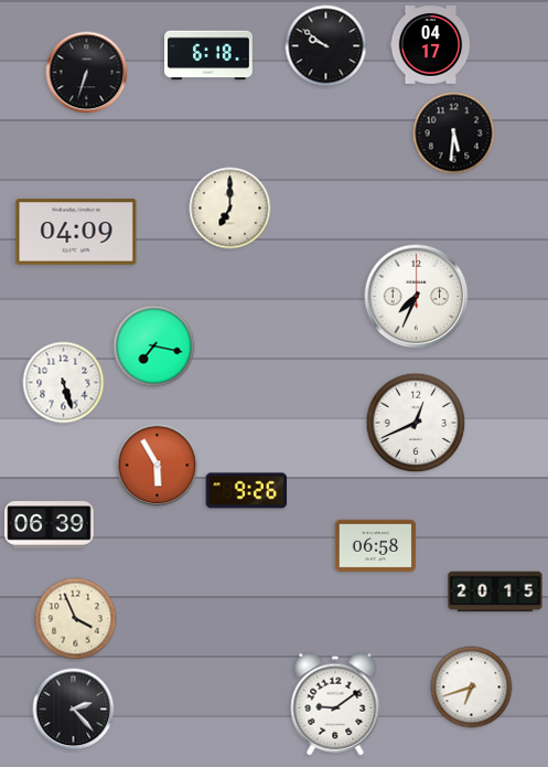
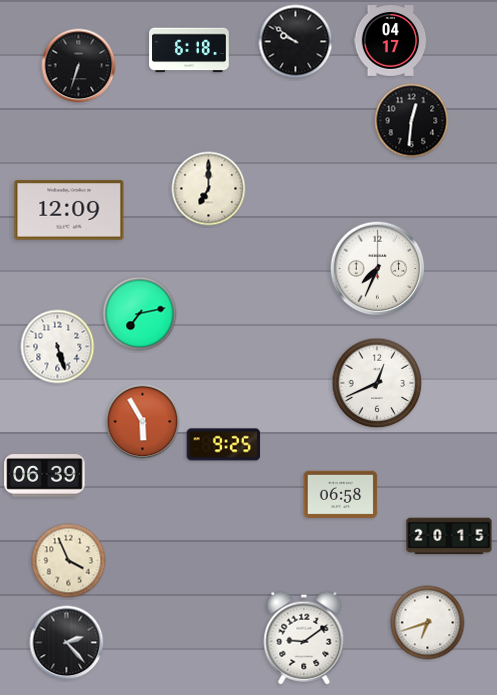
clock at (454, 134): 5:31 -> 12:31
clock at (76, 232): 04:09 -> 12:09
clock at (154, 347): 7:17 -> 7:13
clock at (247, 491): 9:26 -> 9:25
